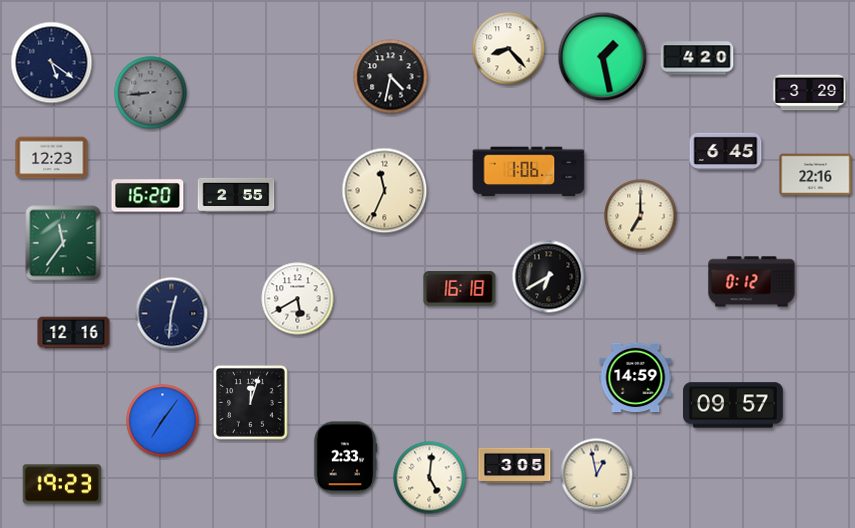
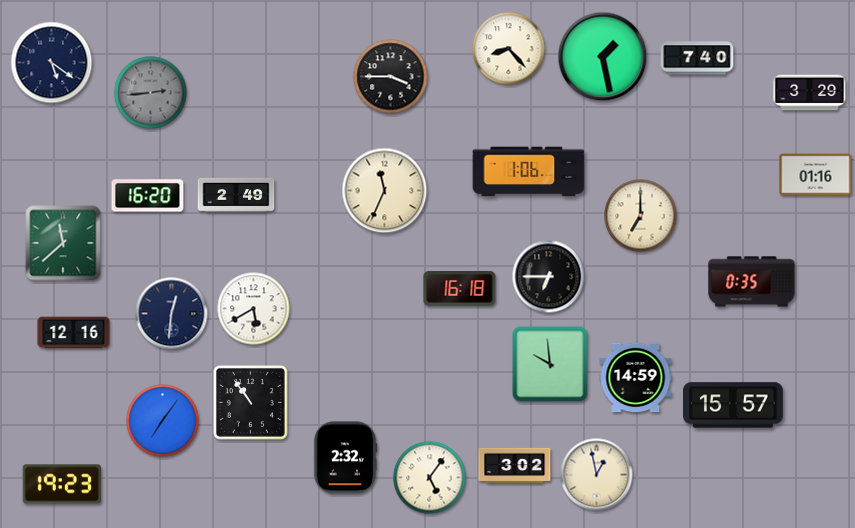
clock at (697, 58): 4:20 -> 7:40
clock at (391, 77): 4:32 -> 3:45
clock at (151, 93): 8:44 -> 2:44
clock at (726, 151): 6:45 -> none
clock at (52, 158): 12:23 -> none
clock at (816, 175): 22:16 -> 01:16
clock at (236, 195): 2:55 -> 2:49
clock at (63, 243): 11:36 -> 11:38
clock at (549, 277): 6:40 -> 6:45
clock at (752, 282): 0:12 -> 0:35
clock at (298, 299) position: (298, 299) -> (254, 309)
clock at (550, 364): none -> 9:59
clock at (250, 402): 12:03 -> 10:54
clock at (734, 405): 09:57 -> 15:57
clock at (345, 458): 2:33 -> 2:32
clock at (515, 465): 3:05 -> 3:02
clock at (430, 478): 5:01 -> 5:06
